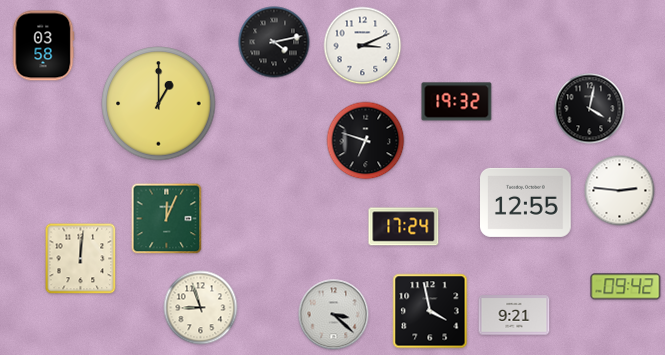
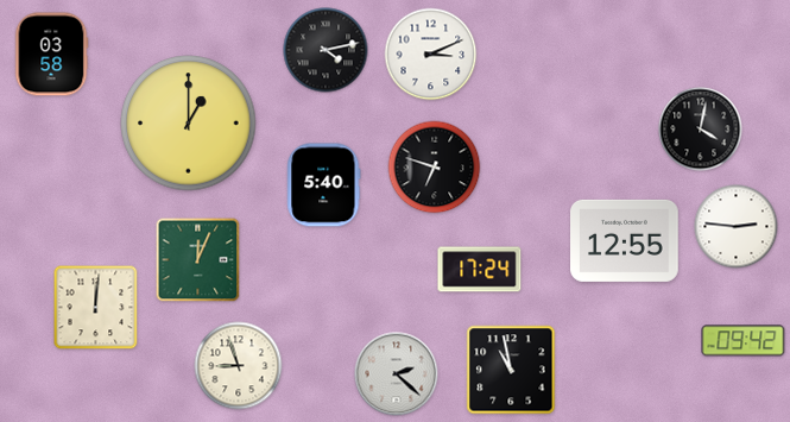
clock at (457, 102): 19:32 -> none
clock at (324, 185): none -> 5:40
clock at (430, 311): 3:58 -> 10:58
clock at (334, 315): 3:22 -> 2:22
clock at (514, 315): 9:21 -> none
